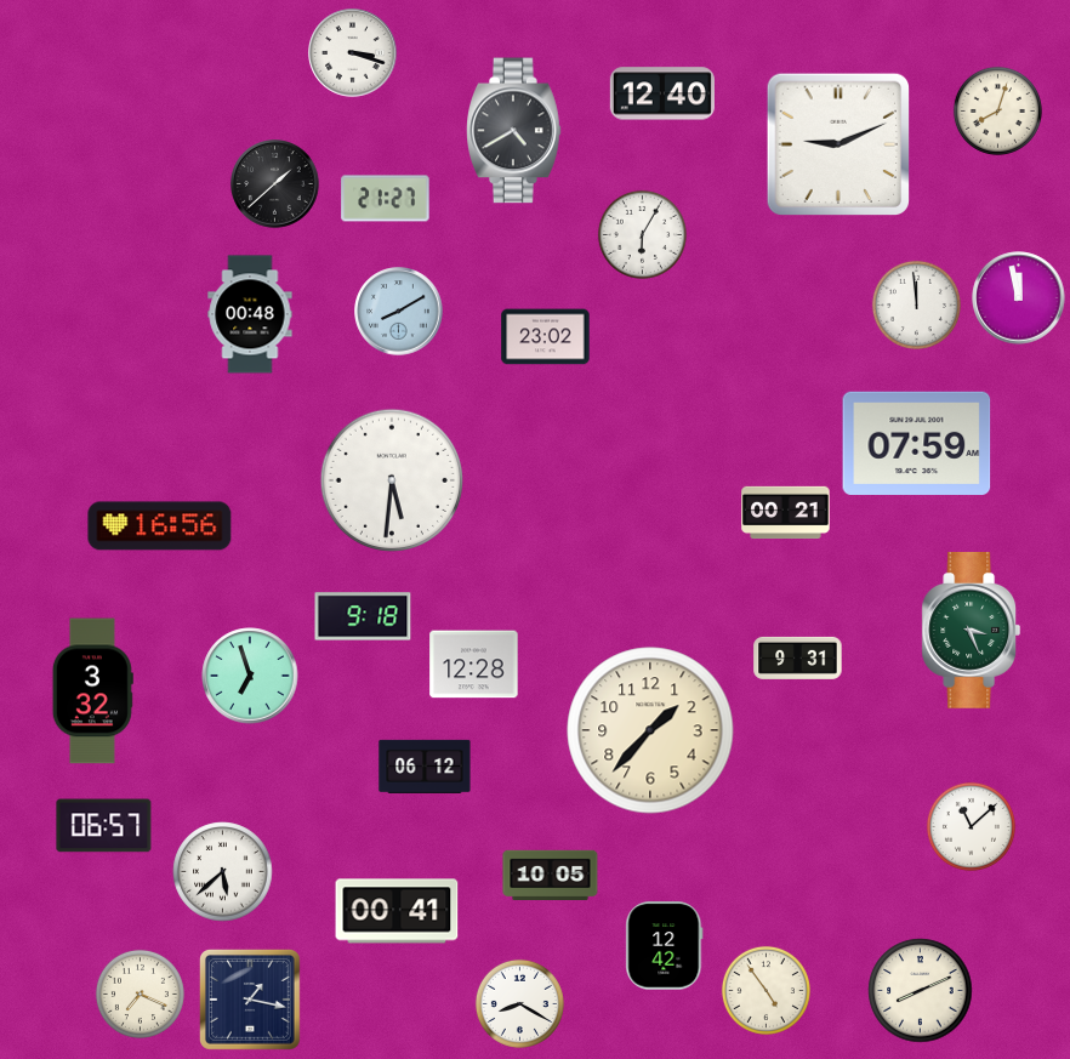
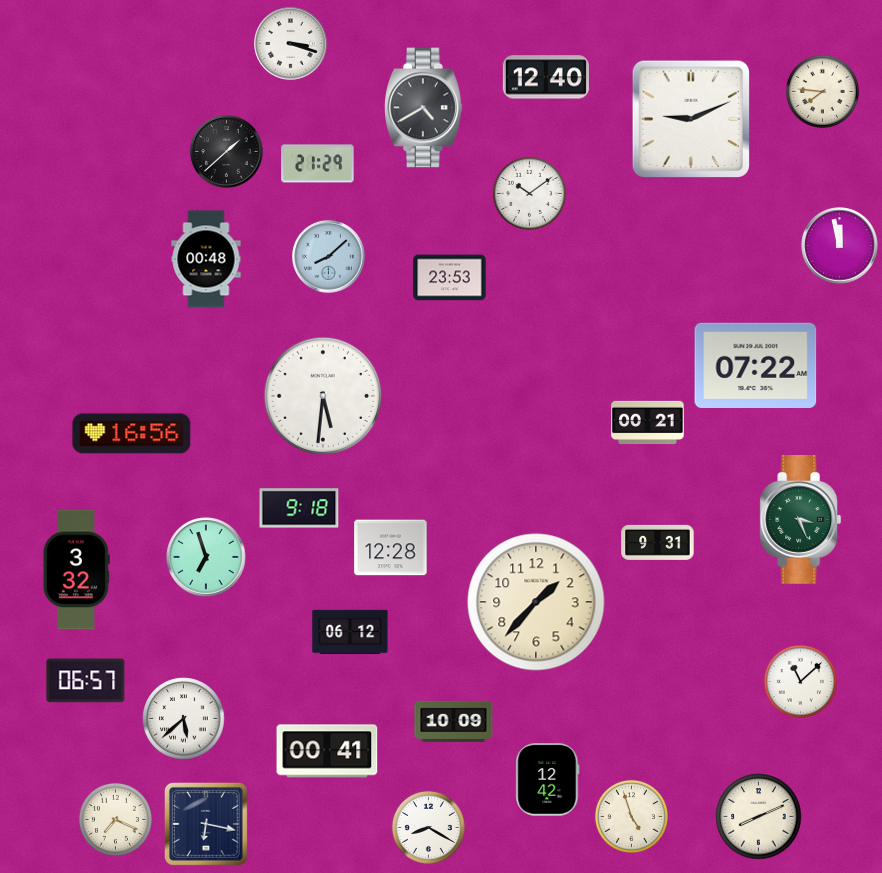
clock at (997, 110): 8:03 -> 7:46
clock at (386, 199): 21:27 -> 21:29
clock at (642, 234): 6:05 -> 10:09
clock at (916, 304): 11:59 -> none
clock at (399, 312): 8:10 -> 8:08
clock at (546, 337): 23:02 -> 23:53
clock at (917, 443): 07:59 -> 07:22
clock at (551, 875): 10:05 -> 10:09
clock at (765, 990): 4:54 -> 4:57
clock at (250, 1000): 1:17 -> 6:17
